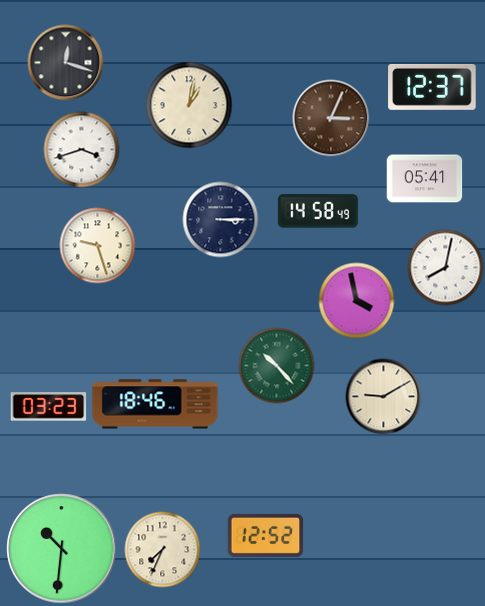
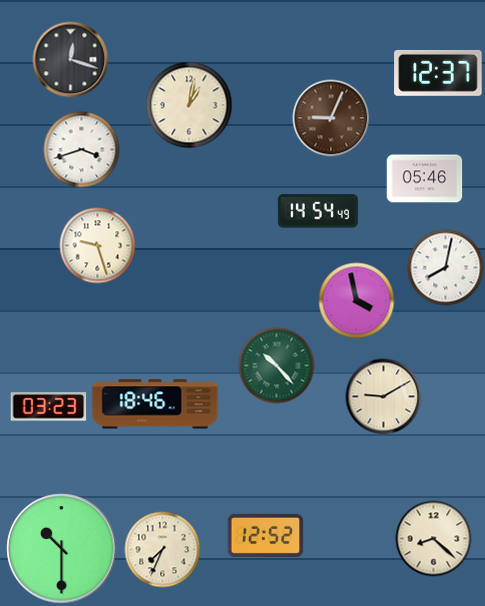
clock at (66, 63) position: (66, 63) -> (71, 60)
clock at (432, 87) position: (432, 87) -> (438, 73)
clock at (331, 118): 3:04 -> 9:04
clock at (425, 179): 05:41 -> 05:46
clock at (318, 211): 14:58 -> 14:54
clock at (221, 220): 3:15 -> none
clock at (434, 539): none -> 8:22
clock at (62, 549): 10:31 -> 10:30
